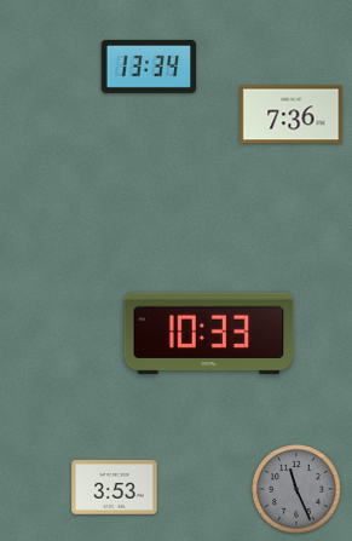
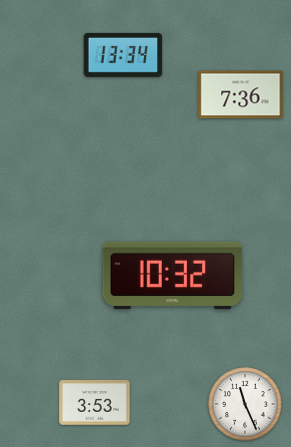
clock at (209, 334): 10:33 -> 10:32
clock at (296, 489) dial: grey -> white
